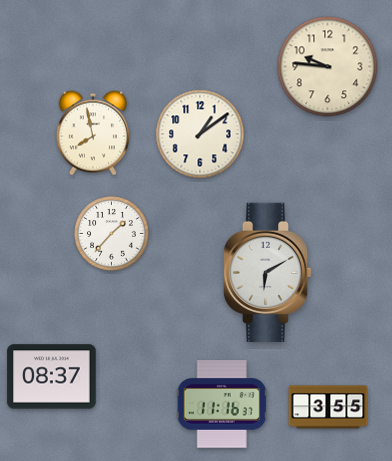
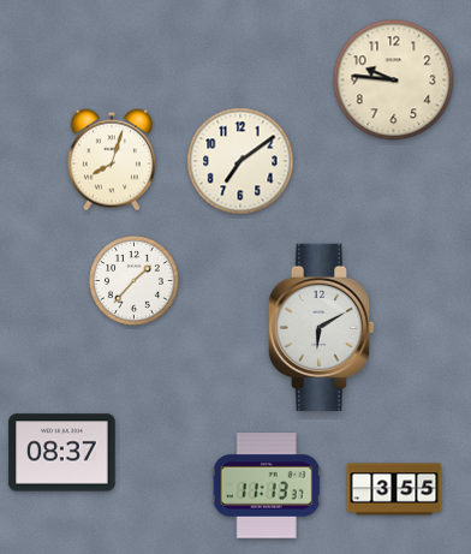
clock at (93, 133): 7:58 -> 8:03
clock at (200, 134): 1:09 -> 7:09
clock at (222, 404): 11:16 -> 11:13
